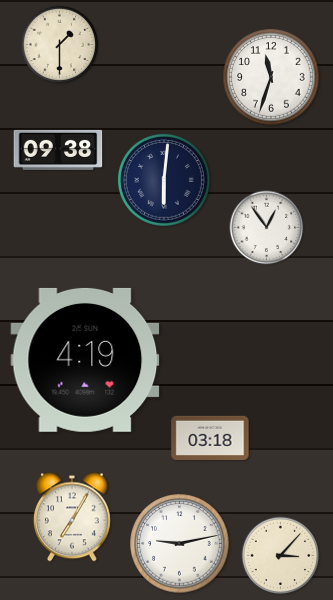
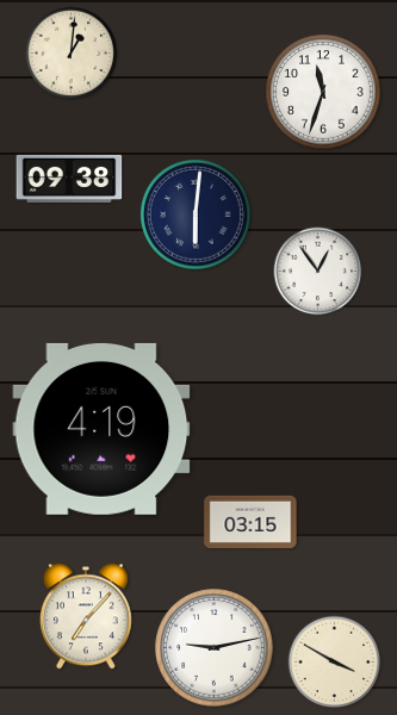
clock at (60, 45): 1:30 -> 1:01
clock at (210, 437): 03:18 -> 03:15
clock at (72, 517): 7:05 -> 7:07
clock at (281, 556): 3:07 -> 3:50
